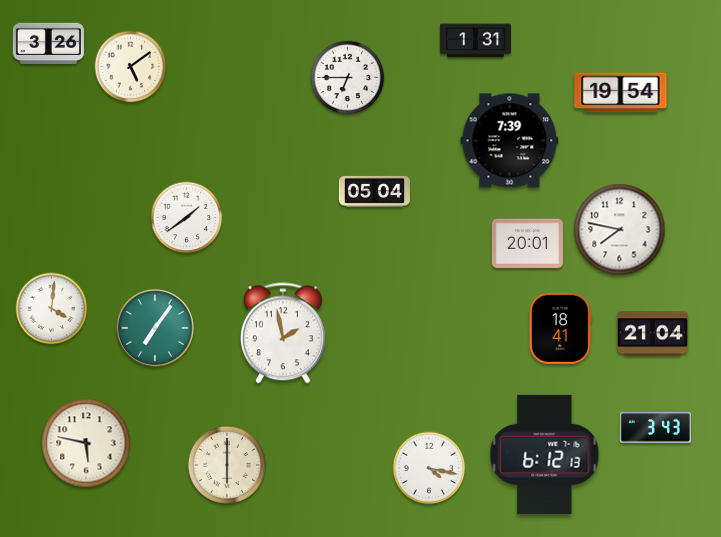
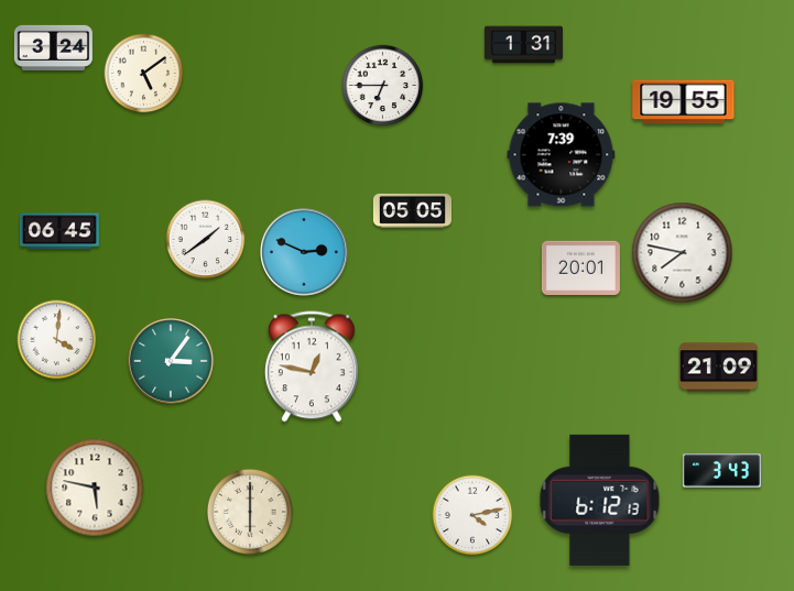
clock at (48, 43): 3:26 -> 3:24
clock at (621, 93): 19:54 -> 19:55
clock at (374, 191): 05:04 -> 05:05
clock at (59, 231): none -> 06:45
clock at (304, 252): none -> 2:49
clock at (560, 328): 18:41 -> none
clock at (156, 329): 7:06 -> 3:06
clock at (283, 333): 1:58 -> 12:47
clock at (652, 334): 21:04 -> 21:09
clock at (429, 468): 4:17 -> 4:13
